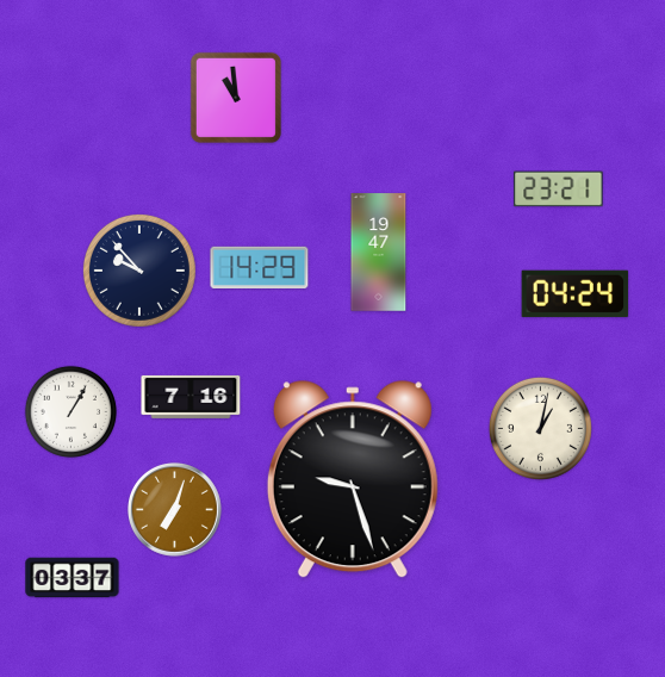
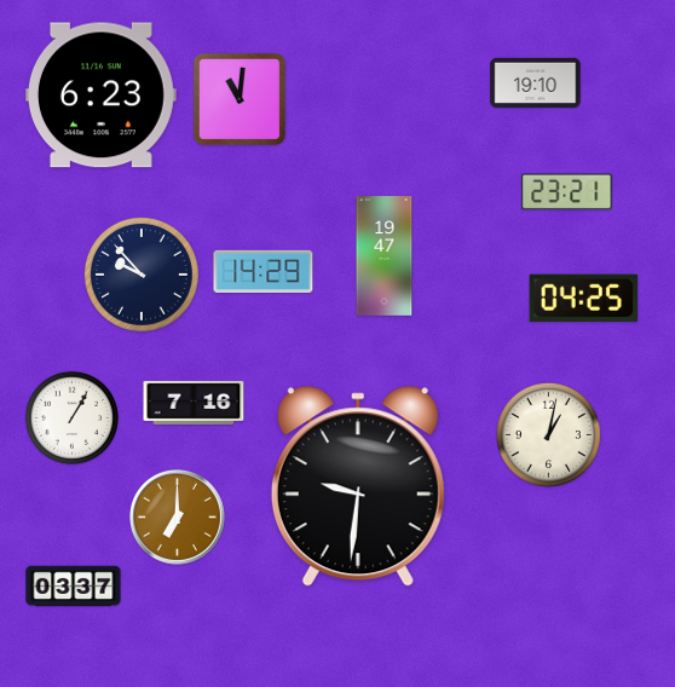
clock at (536, 82): none -> 19:10
clock at (100, 96): none -> 6:23
clock at (236, 98): 10:59 -> 11:01
clock at (576, 293): 04:24 -> 04:25
clock at (353, 480): 9:27 -> 9:31
clock at (175, 510): 7:03 -> 7:00
